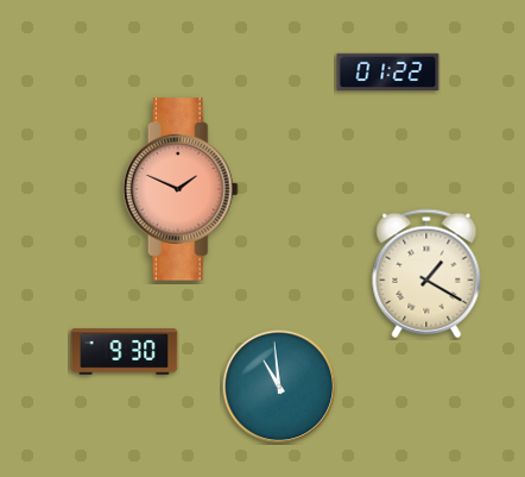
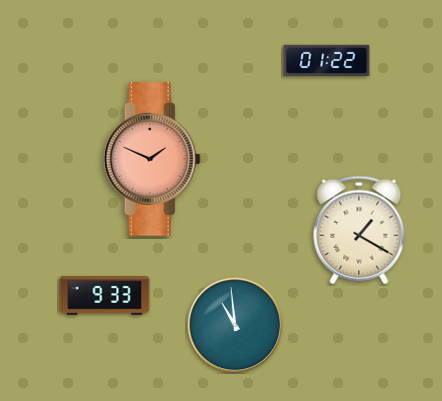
clock at (125, 352): 9:30 -> 9:33
